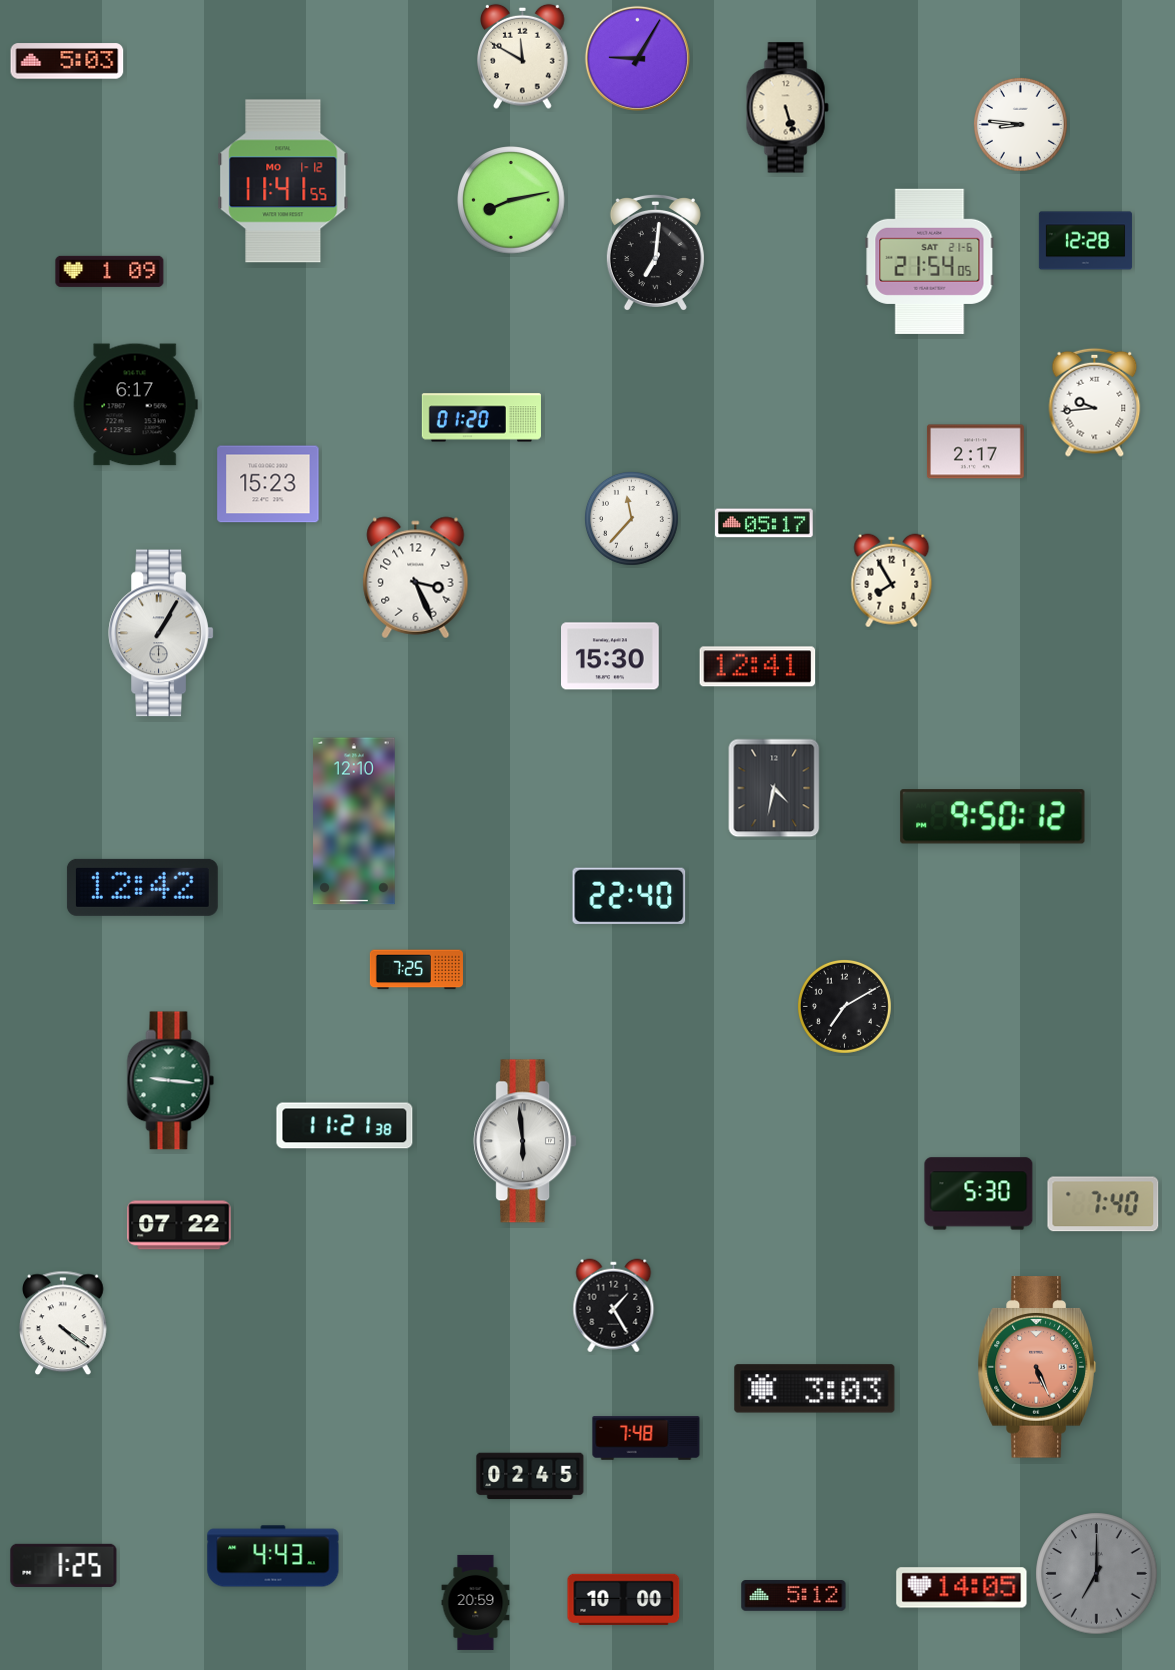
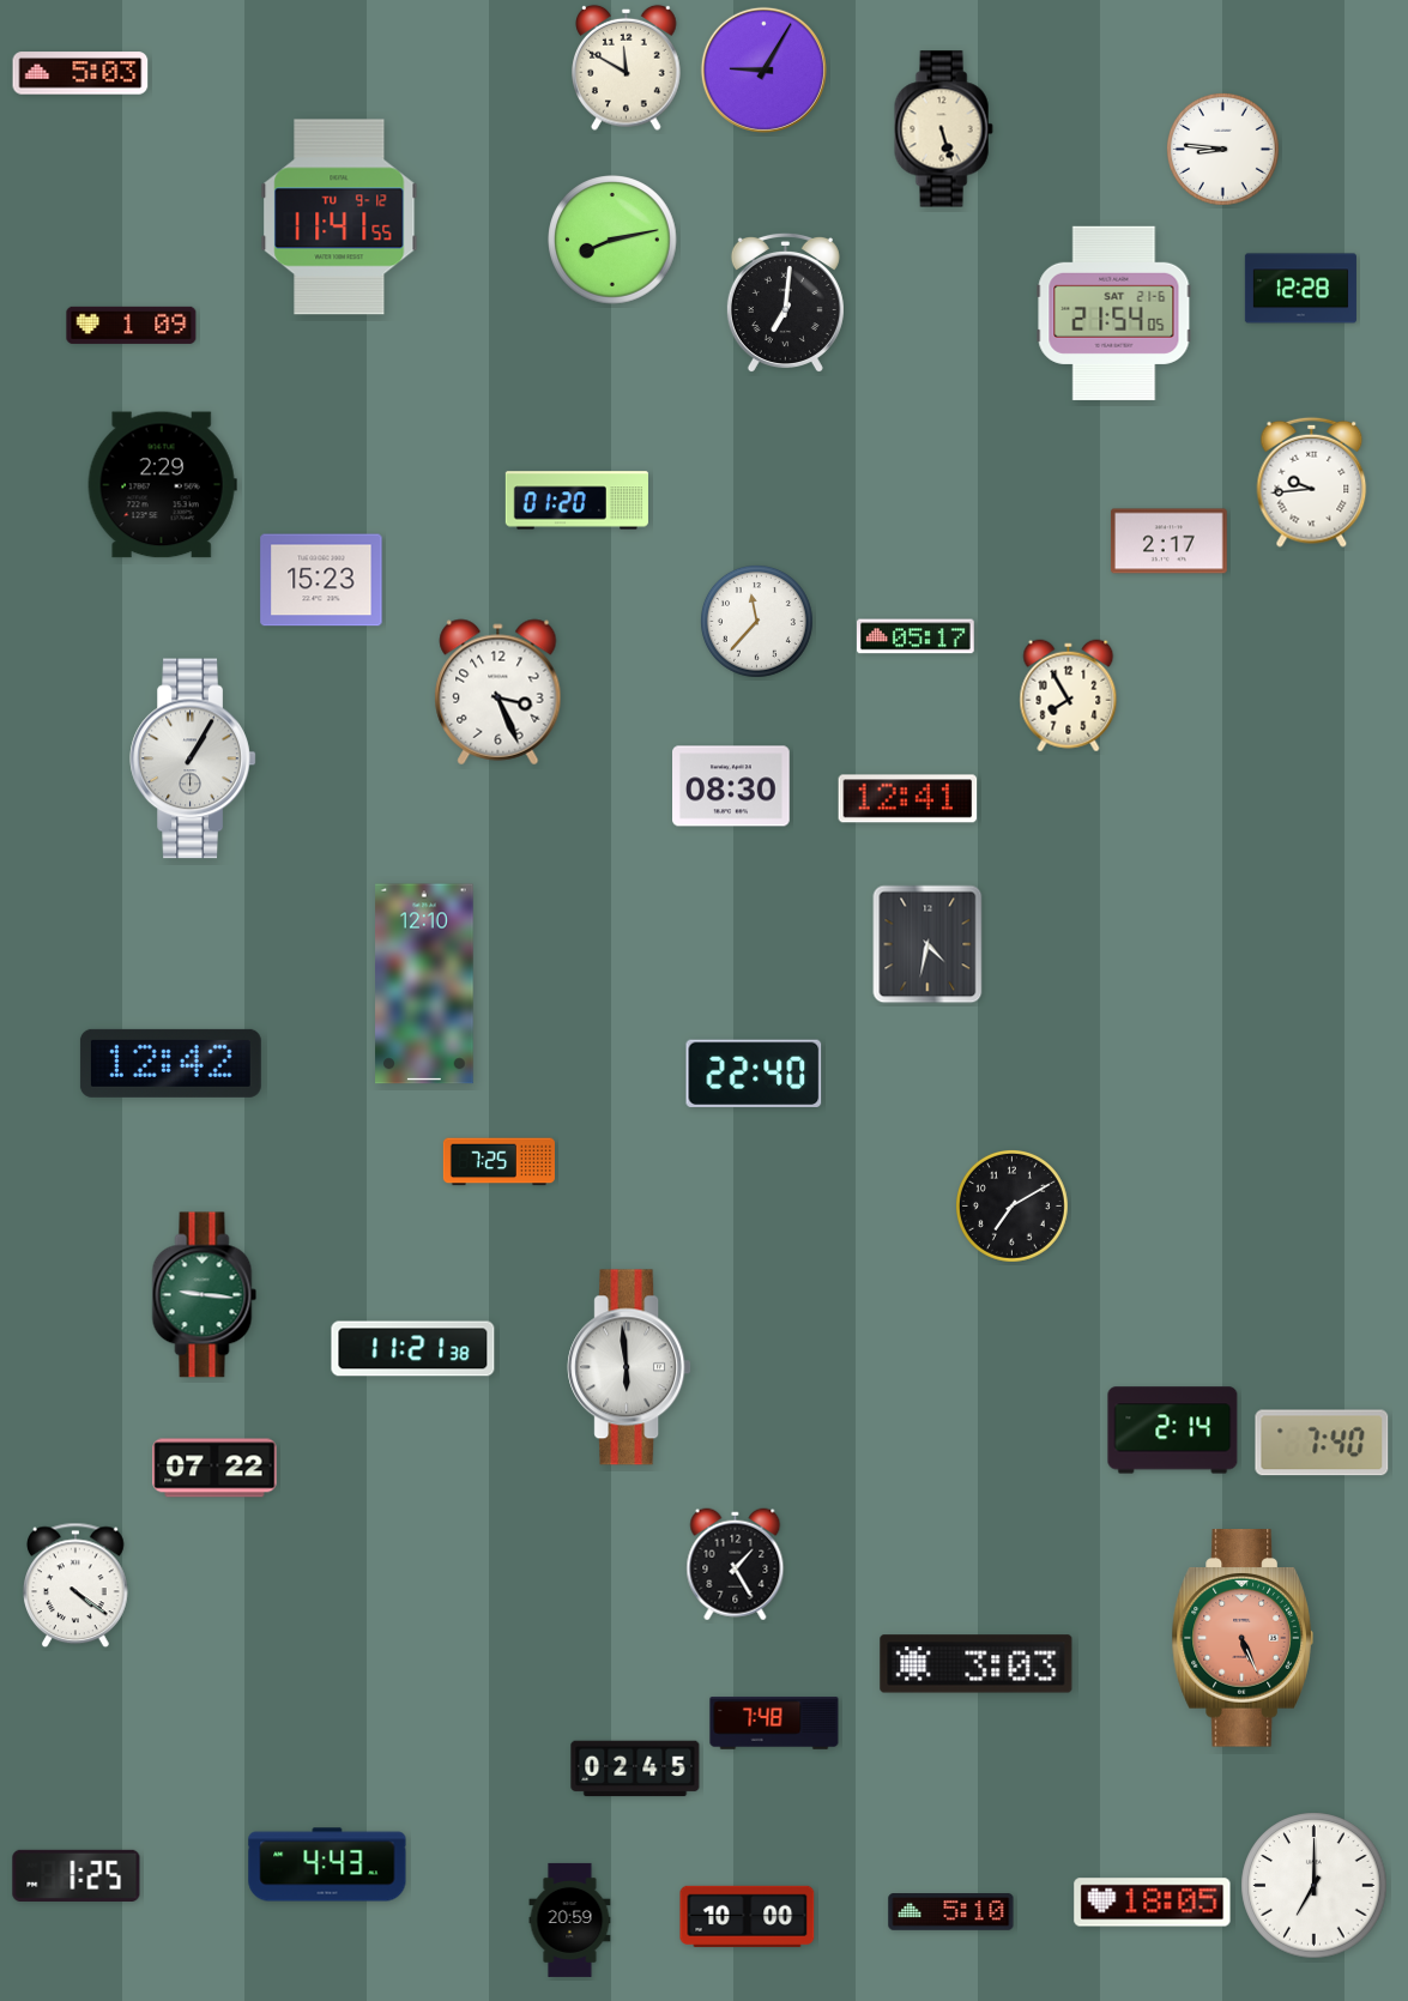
clock at (283, 181) date: MO 1-12 -> TU 9-12
clock at (135, 405): 6:17 -> 2:29
clock at (765, 523) position: (765, 523) -> (917, 636)
clock at (611, 656): 15:30 -> 08:30
clock at (993, 817): 9:50 -> none
clock at (979, 1194): 5:30 -> 2:14
clock at (1097, 1574) dial: grey -> white
clock at (962, 1588): 14:05 -> 18:05
clock at (794, 1596): 5:12 -> 5:10
